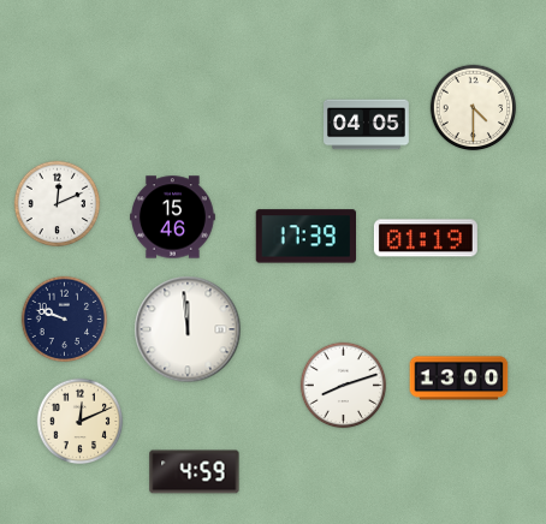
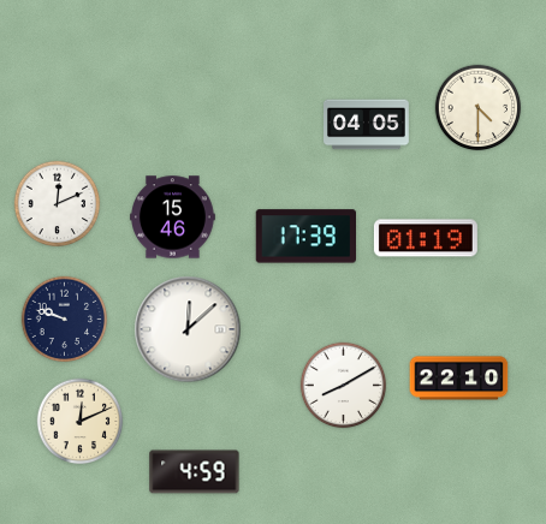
clock at (474, 108) position: (474, 108) -> (479, 108)
clock at (188, 329): 11:59 -> 12:08
clock at (459, 379): 13:00 -> 22:10
clock at (344, 386): 8:12 -> 8:10
